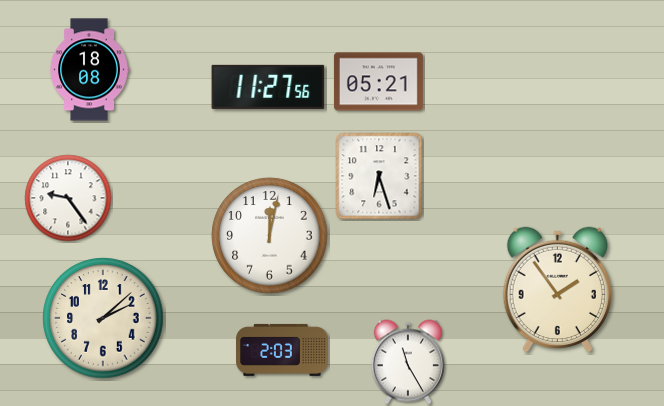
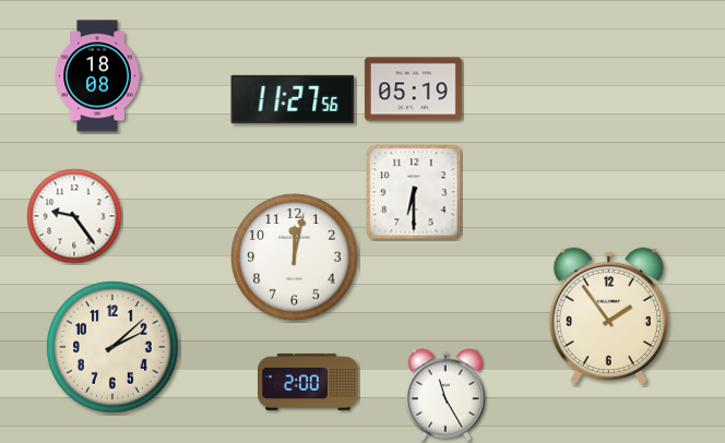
clock at (378, 82): 05:21 -> 05:19
clock at (268, 87) position: (268, 87) -> (293, 99)
clock at (379, 176): 6:27 -> 6:30
clock at (282, 350): 2:03 -> 2:00
